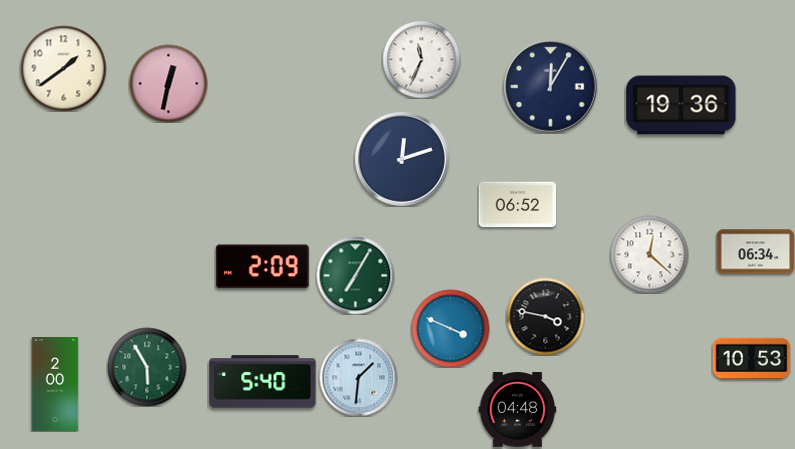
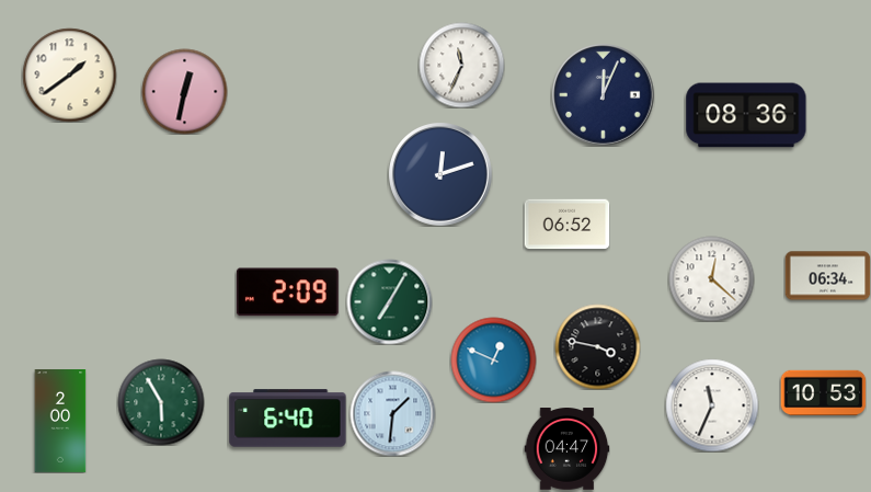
clock at (550, 86): 12:05 -> 12:04
clock at (681, 105): 19:36 -> 08:36
clock at (450, 328): 3:49 -> 12:49
clock at (712, 405): none -> 11:34
clock at (263, 382): 5:40 -> 6:40
clock at (517, 410): 04:48 -> 04:47
